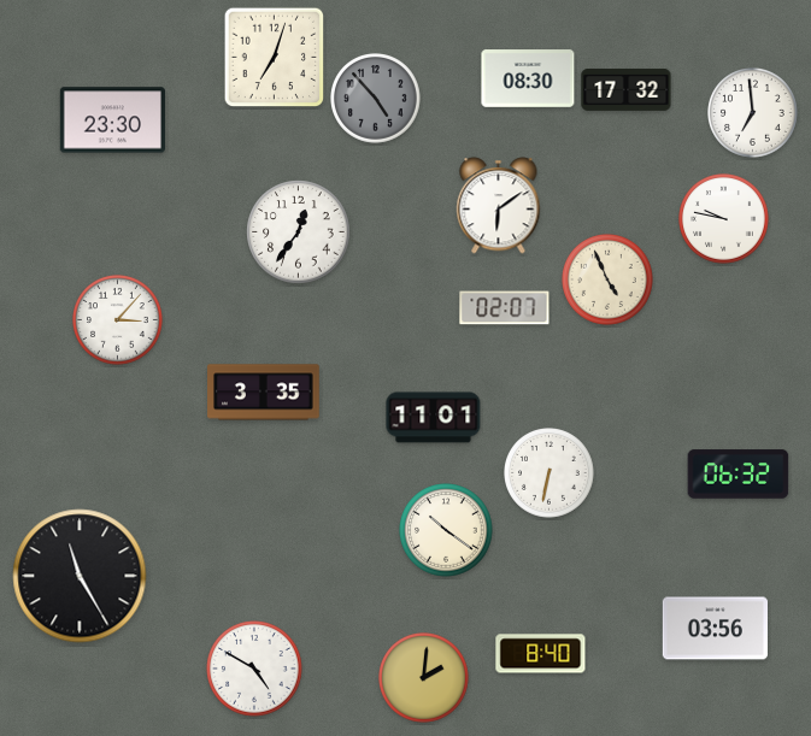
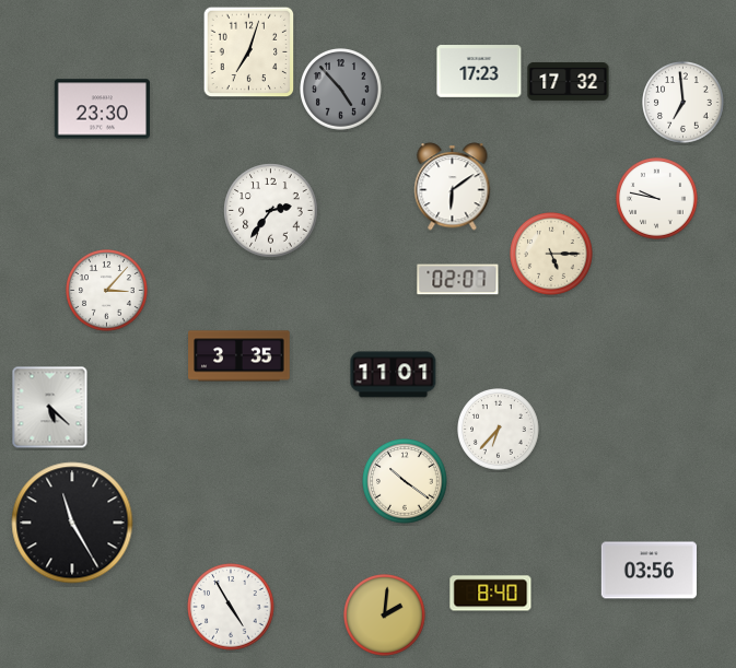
clock at (528, 78): 08:30 -> 17:23
clock at (299, 232): 12:36 -> 2:36
clock at (609, 281): 4:56 -> 5:15
clock at (434, 418) position: (434, 418) -> (394, 375)
clock at (50, 408): none -> 5:22
clock at (550, 473): 6:32 -> 6:37
clock at (739, 475): 06:32 -> none
clock at (254, 669): 4:50 -> 4:55
